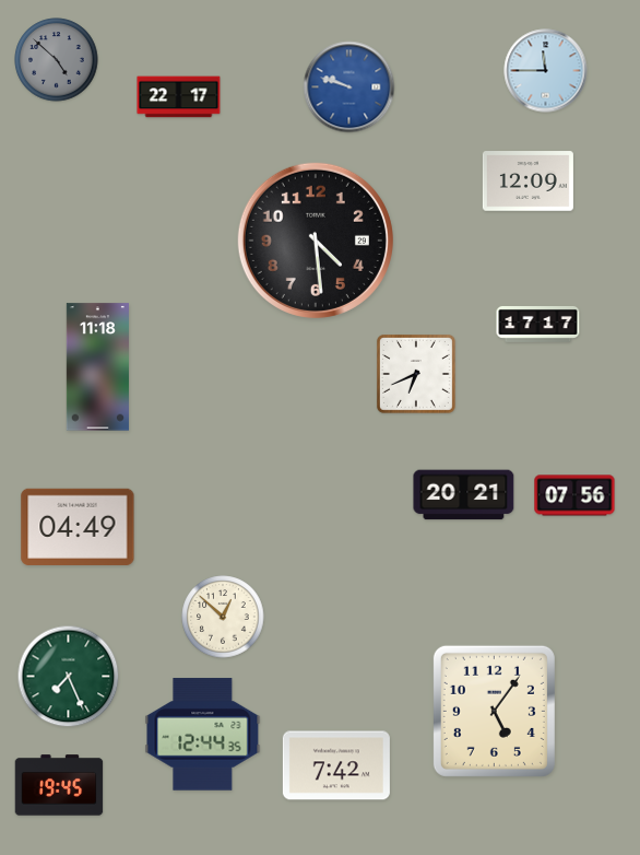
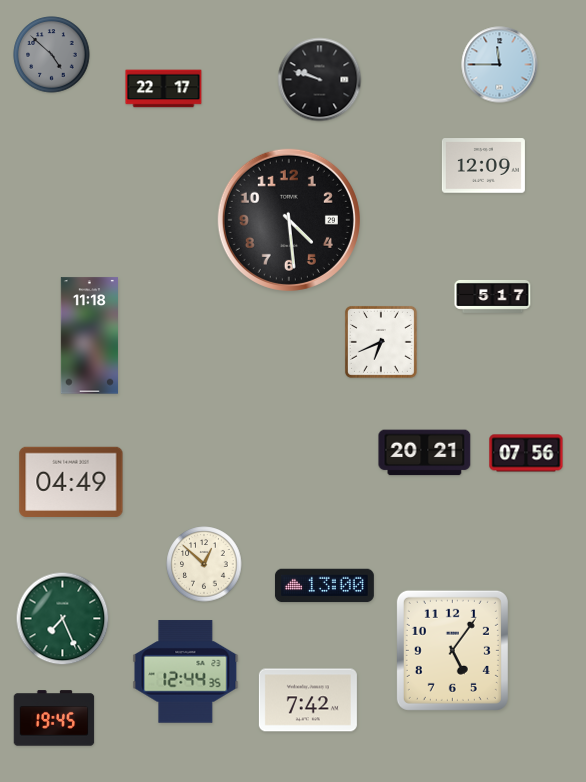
clock at (349, 87) dial: blue -> black
clock at (538, 324): 17:17 -> 5:17
clock at (324, 586): none -> 13:00
